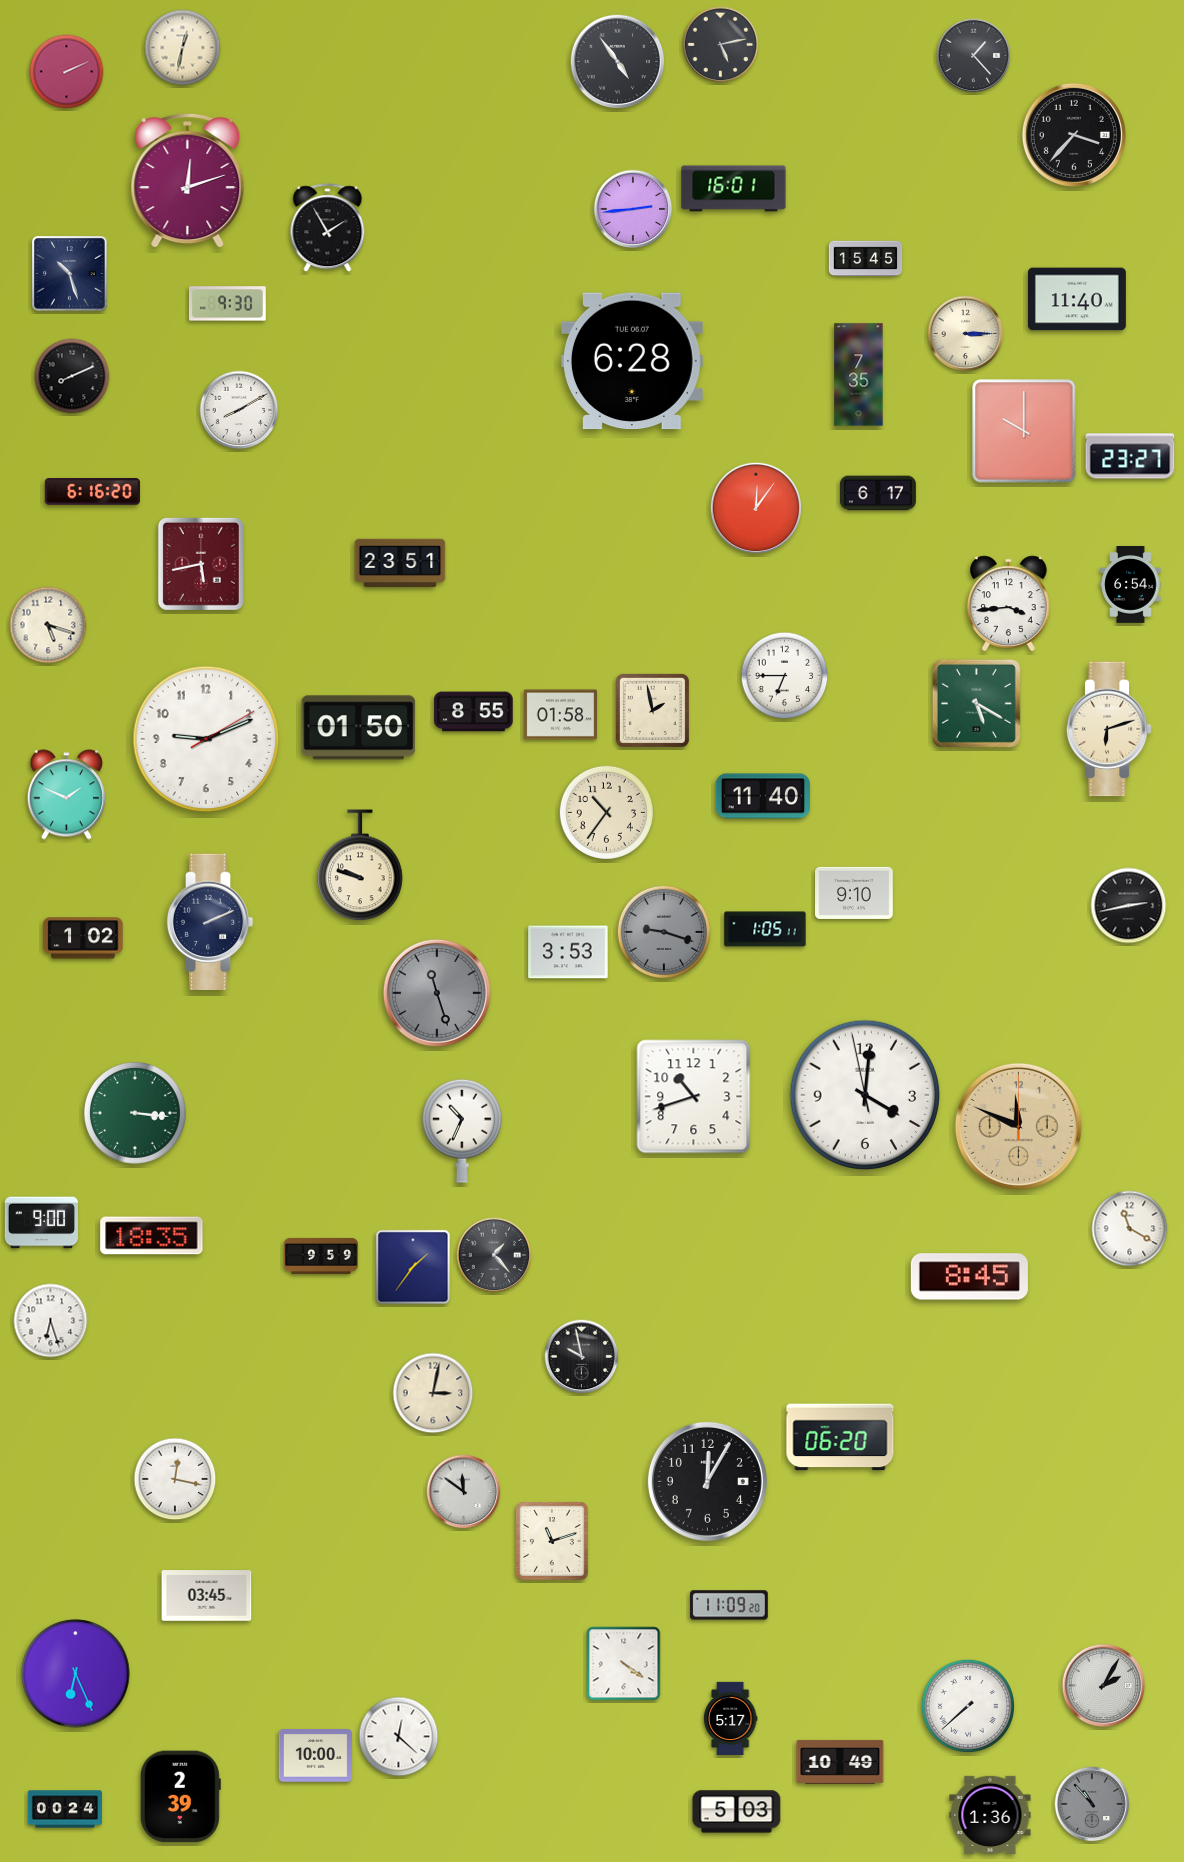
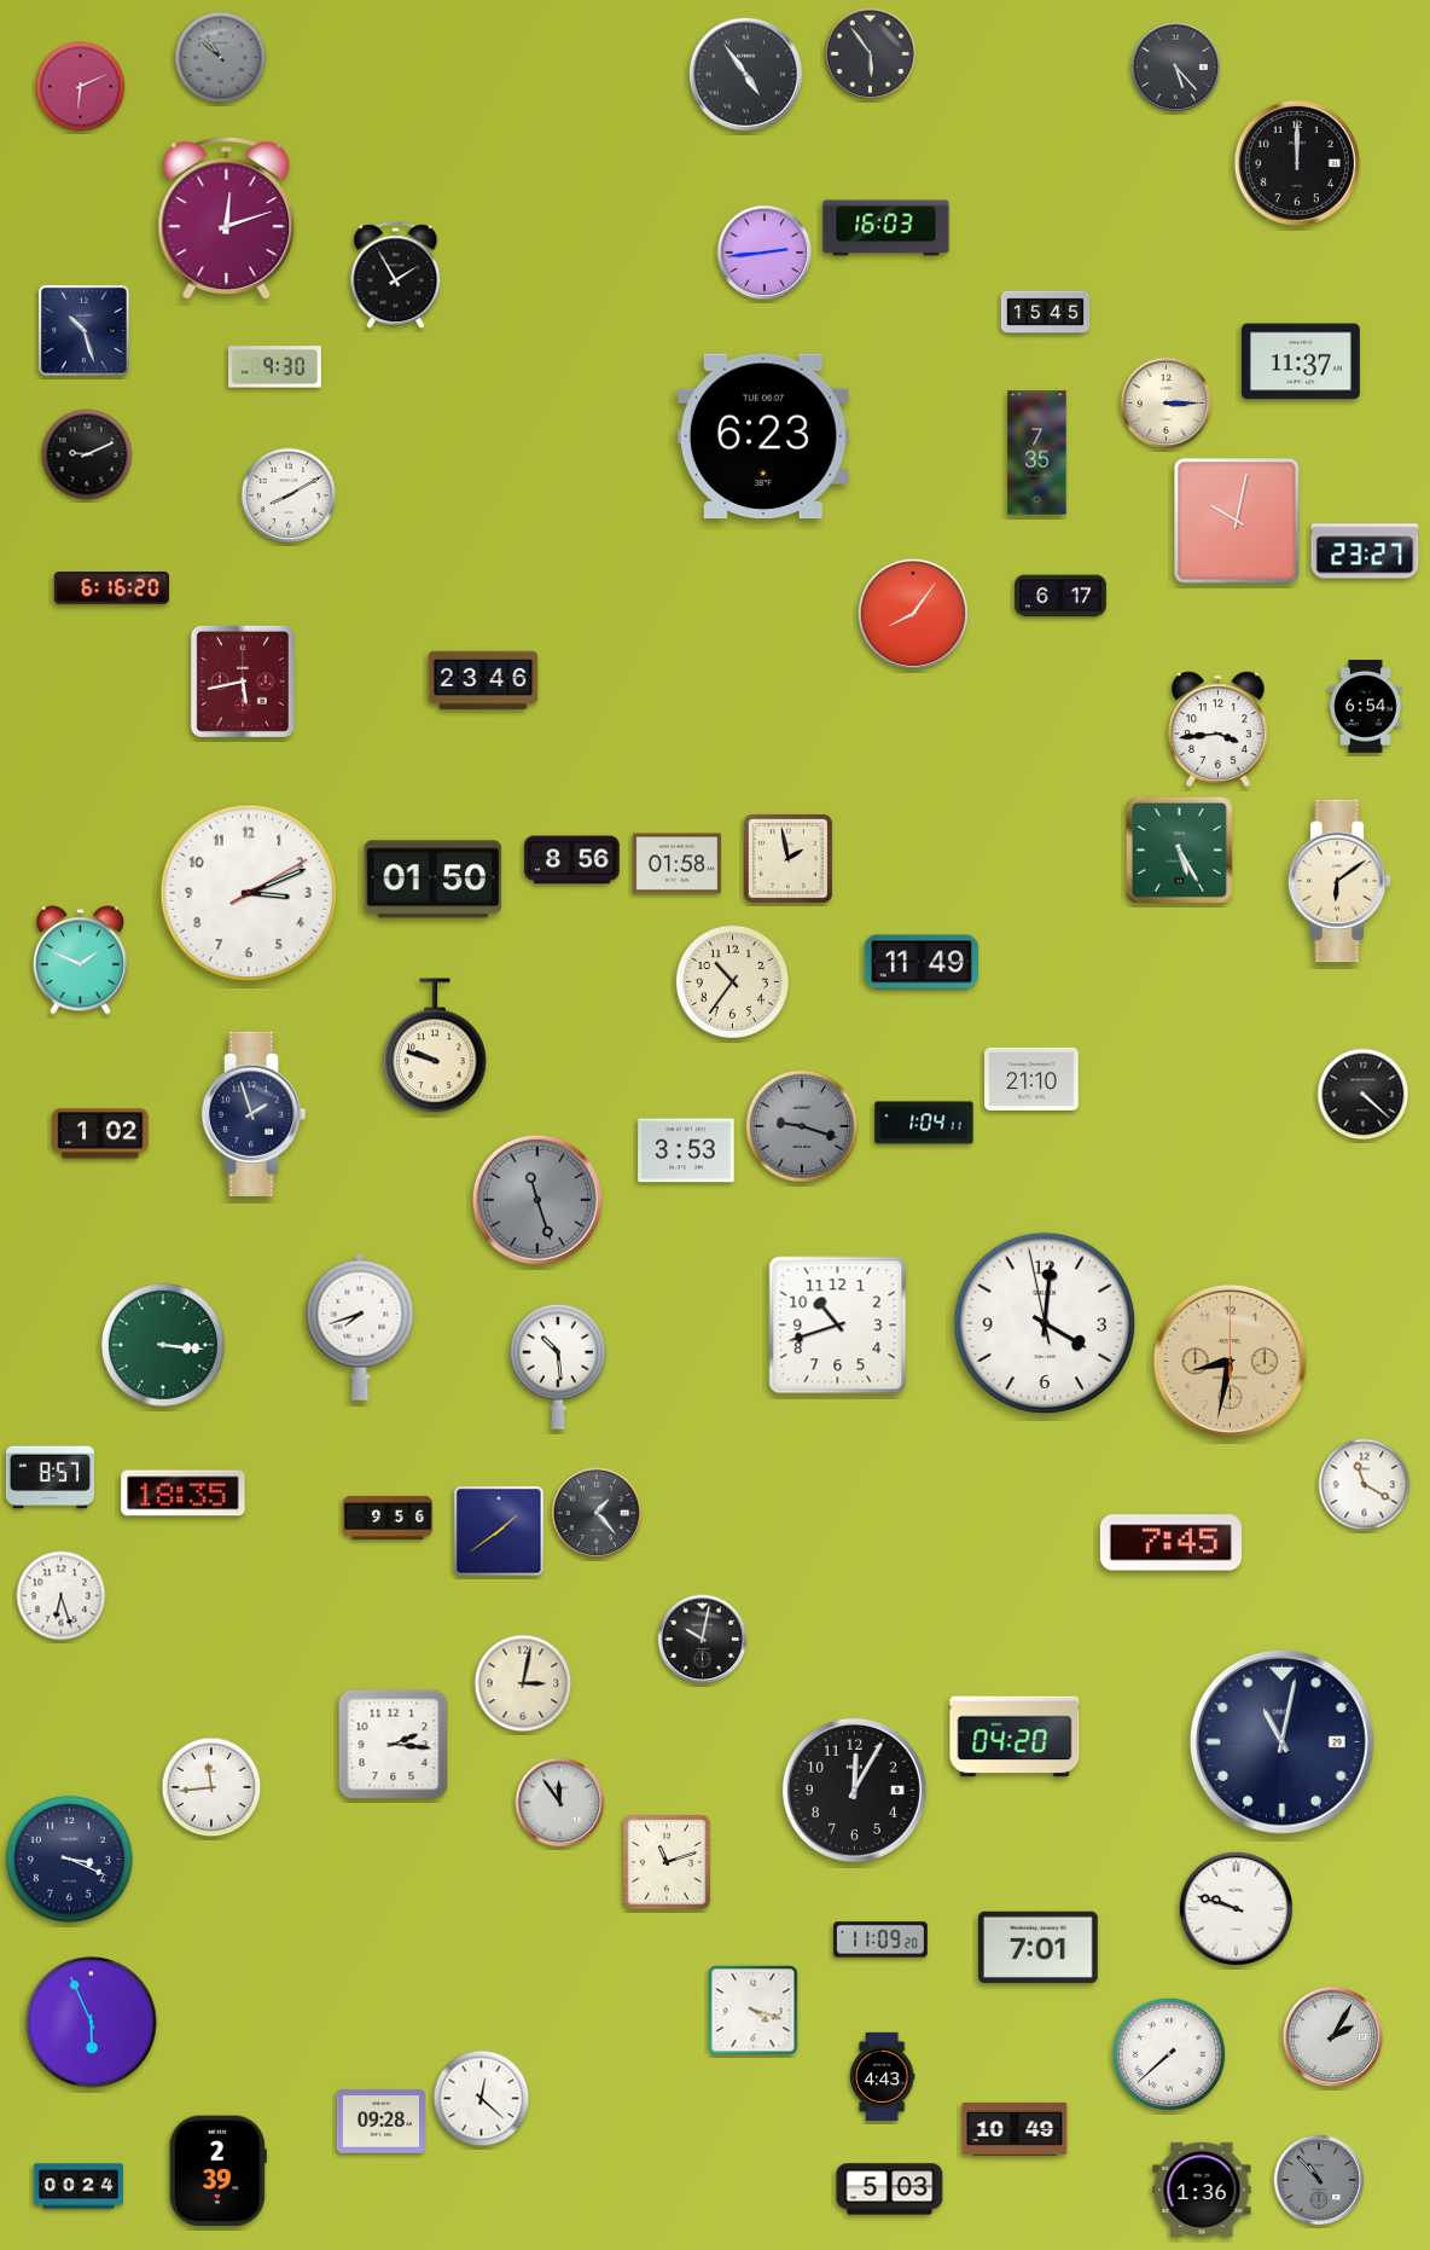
clock at (721, 45): 5:13 -> 5:54
clock at (183, 48): 12:32 -> 10:52
clock at (183, 48) dial: cream -> grey
clock at (974, 56): 1:23 -> 5:23
clock at (67, 72): 2:11 -> 6:11
clock at (1074, 135): 3:37 -> 12:00
clock at (734, 189): 16:01 -> 16:03
clock at (1077, 299): 11:40 -> 11:37
clock at (632, 361): 6:28 -> 6:23
clock at (72, 376): 8:11 -> 9:11
clock at (1024, 431): 10:00 -> 10:02
clock at (92, 492) position: (92, 492) -> (111, 588)
clock at (755, 507): 12:06 -> 8:06
clock at (400, 563): 23:51 -> 23:46
clock at (48, 625): 5:18 -> none
clock at (785, 676): 6:45 -> none
clock at (976, 703): 5:20 -> 5:25
clock at (474, 712): 8:55 -> 8:56
clock at (1109, 729): 6:12 -> 6:09
clock at (206, 739): 9:11 -> 3:11
clock at (762, 796): 11:40 -> 11:49
clock at (854, 893): 9:10 -> 21:10
clock at (1129, 906): 2:43 -> 4:22
clock at (210, 921): 2:11 -> 1:57
clock at (765, 929): 1:05 -> 1:04
clock at (437, 993) position: (437, 993) -> (537, 1200)
clock at (360, 1327): none -> 7:42
clock at (1018, 1126): 11:49 -> 8:32
clock at (462, 1131): 10:34 -> 10:29
clock at (41, 1223): 9:00 -> 8:57
clock at (494, 1255) position: (494, 1255) -> (597, 1513)
clock at (321, 1256): 9:59 -> 9:56
clock at (413, 1267): 1:36 -> 1:39
clock at (969, 1277): 8:45 -> 7:45
clock at (582, 1357): 9:58 -> 10:02
clock at (840, 1437): 06:20 -> 04:20
clock at (1281, 1741): none -> 11:02
clock at (394, 1745): none -> 2:16
clock at (175, 1479): 12:17 -> 11:44
clock at (464, 1492): 11:51 -> 11:54
clock at (70, 1860): none -> 3:19
clock at (1236, 1908): none -> 9:48
clock at (207, 1596): 03:45 -> none
clock at (1039, 1947): none -> 7:01
clock at (624, 1664): 4:21 -> 4:18
clock at (76, 1674): 6:26 -> 5:56
clock at (968, 1706) position: (968, 1706) -> (1169, 2054)
clock at (730, 1719): 5:17 -> 4:43
clock at (315, 1756): 10:00 -> 09:28
clock at (990, 1815) position: (990, 1815) -> (1202, 2190)
